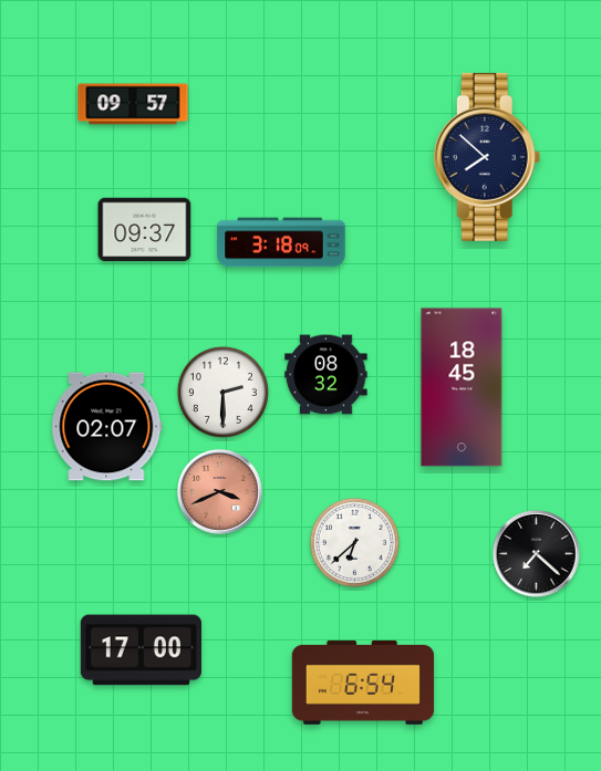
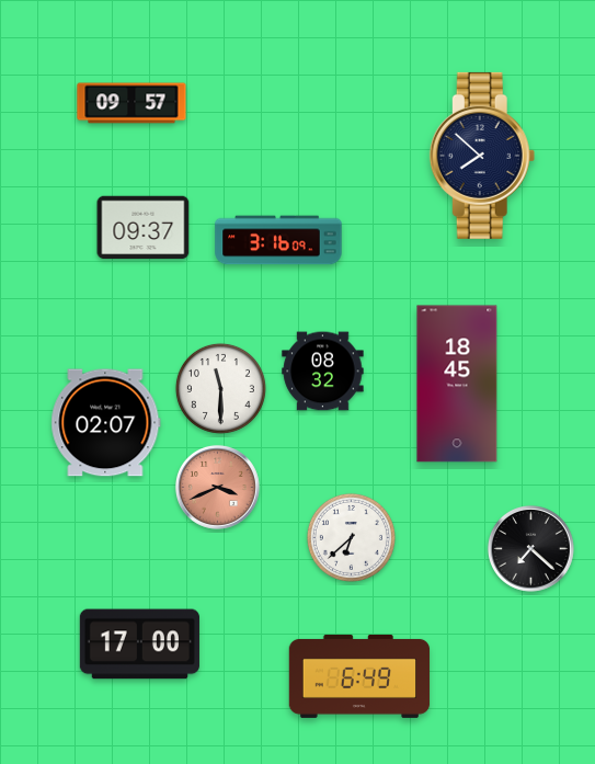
clock at (281, 242): 3:18 -> 3:16
clock at (222, 392): 2:30 -> 11:30
clock at (363, 683): 6:54 -> 6:49
